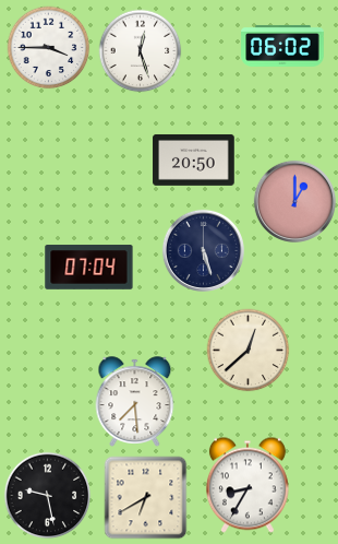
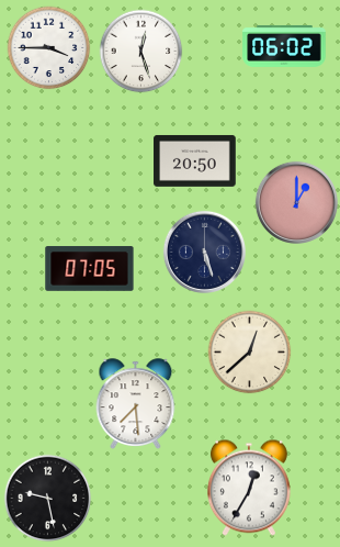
clock at (89, 268): 07:04 -> 07:05
clock at (248, 485): 8:35 -> 12:35
clock at (146, 498): 6:40 -> none
